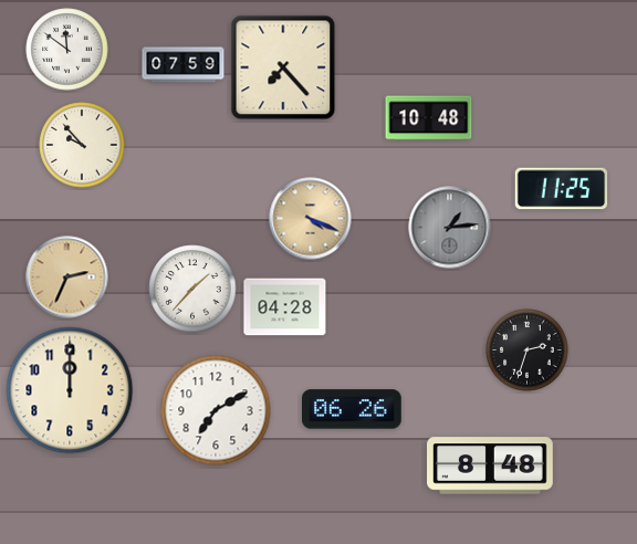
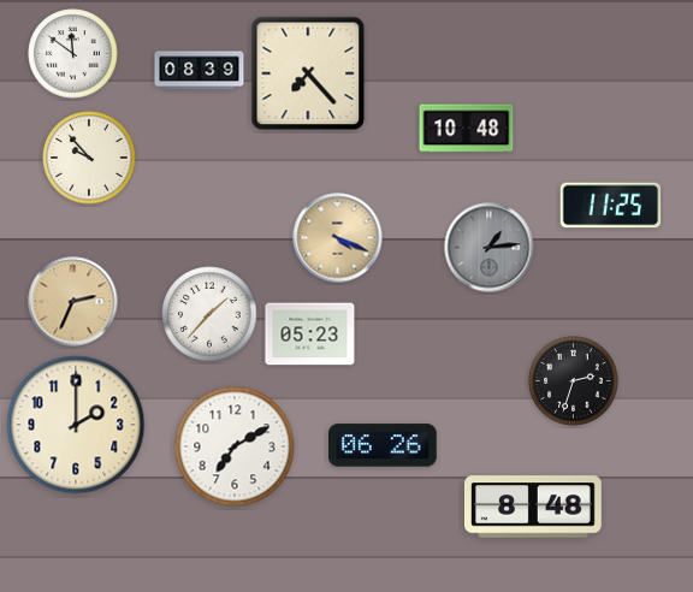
clock at (184, 65): 07:59 -> 08:39
clock at (285, 307): 04:28 -> 05:23
clock at (70, 390): 12:00 -> 2:00
